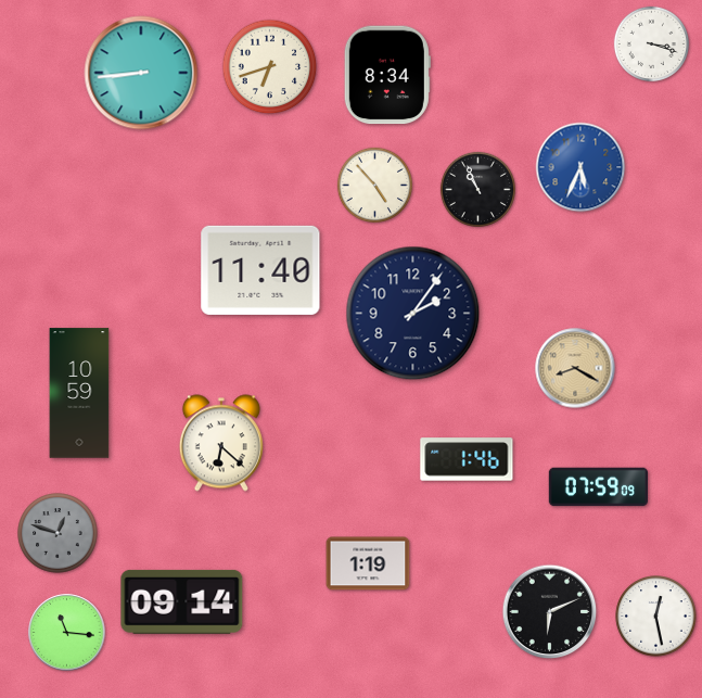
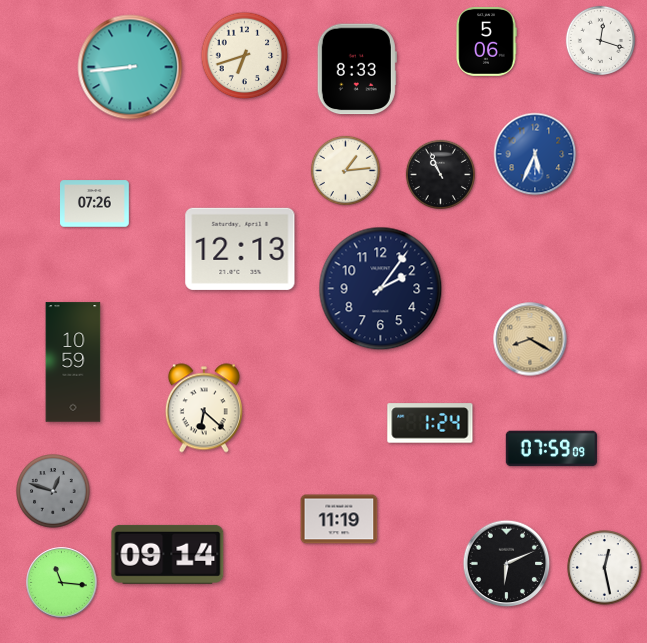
clock at (651, 43): 3:18 -> 12:18
clock at (486, 42): none -> 5:06
clock at (270, 67) position: (270, 67) -> (245, 56)
clock at (387, 75): 8:34 -> 8:33
clock at (374, 185): 4:53 -> 1:14
clock at (95, 204): none -> 07:26
clock at (260, 270): 11:40 -> 12:13
clock at (467, 459): 1:46 -> 1:24
clock at (368, 563): 1:19 -> 11:19
